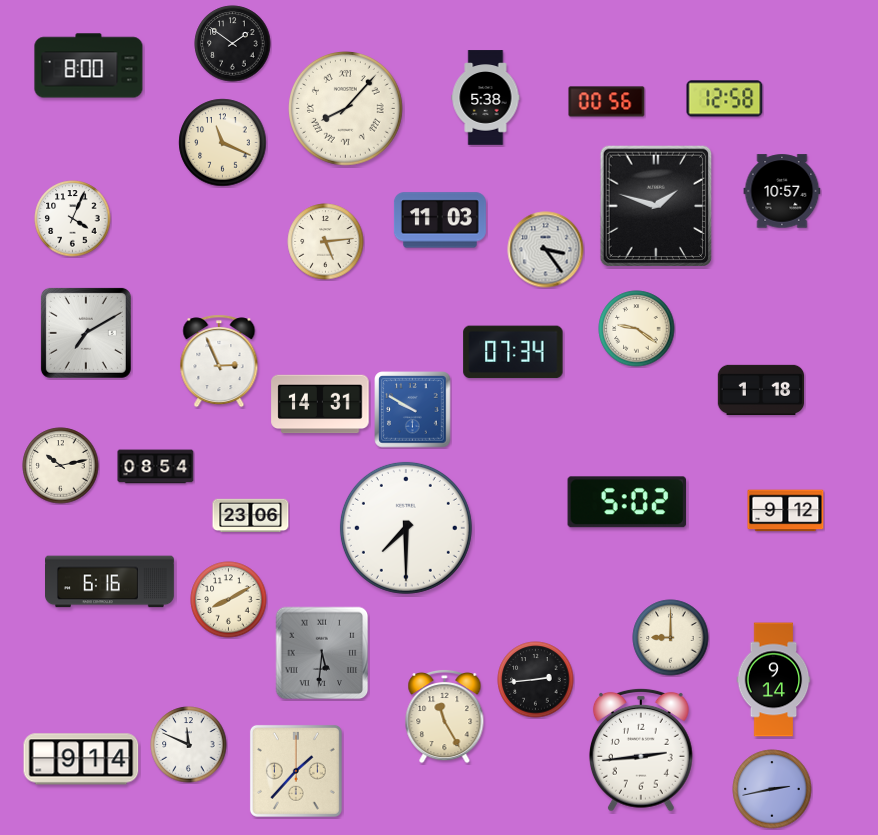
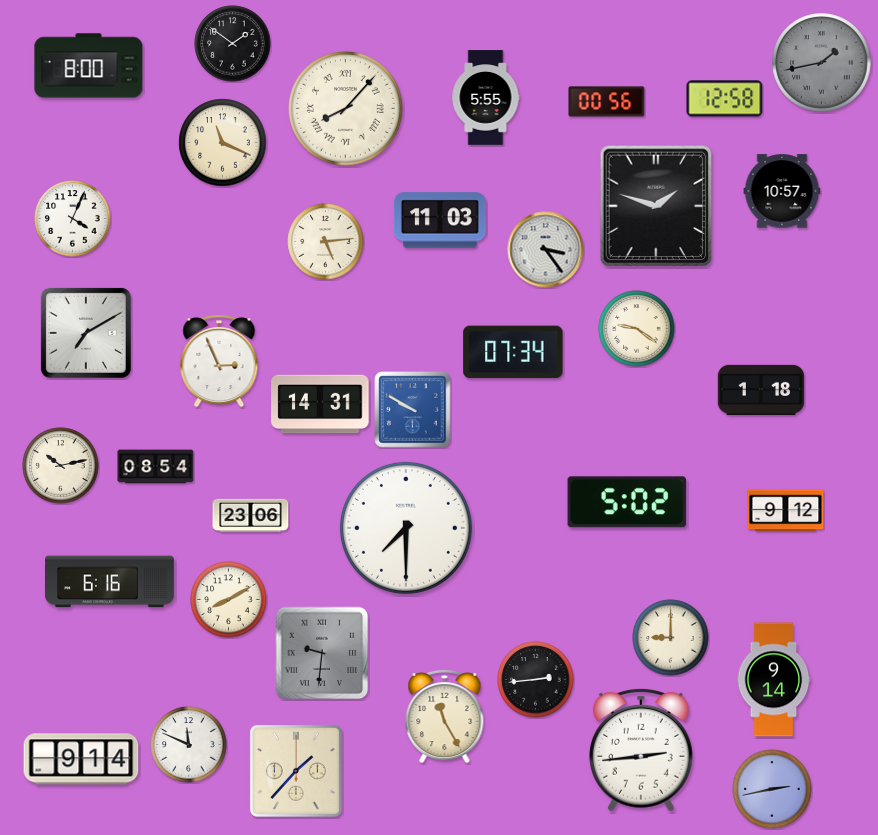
clock at (822, 63): none -> 1:43
clock at (486, 98): 5:38 -> 5:55
clock at (322, 653): 5:31 -> 9:31
